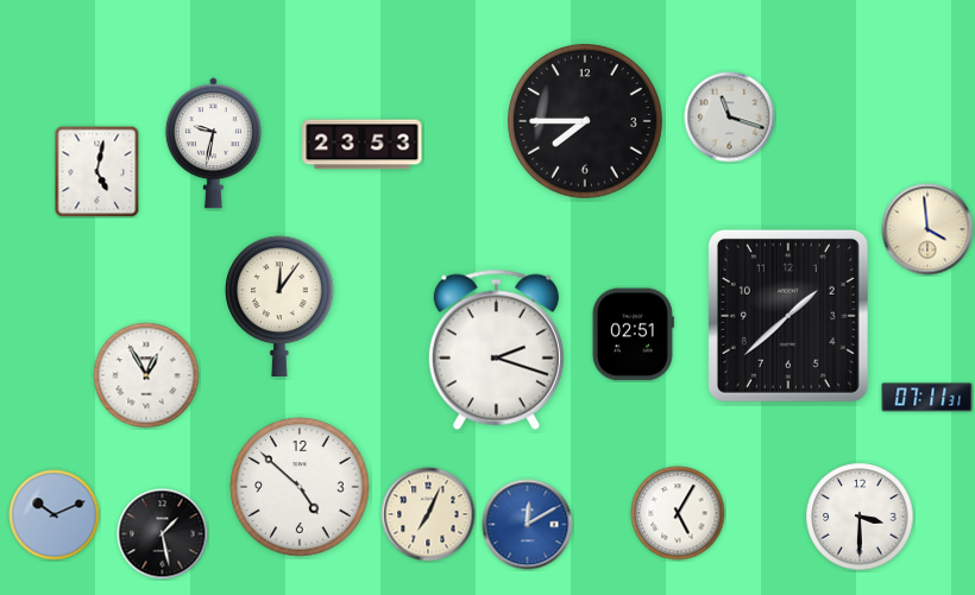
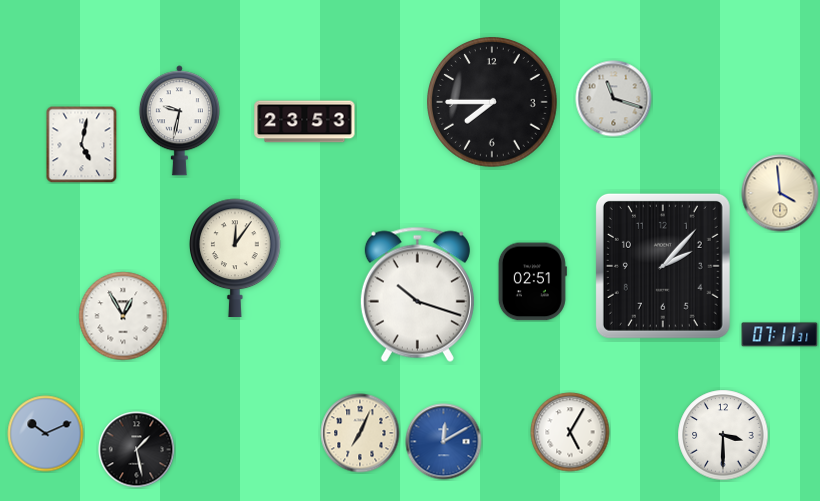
clock at (788, 316): 1:38 -> 2:07
clock at (496, 349): 2:18 -> 10:18
clock at (300, 487): 4:52 -> none
